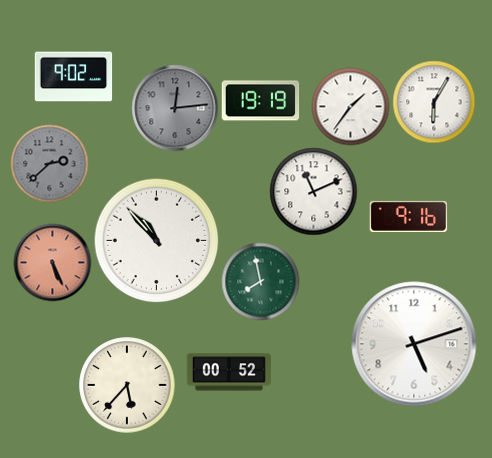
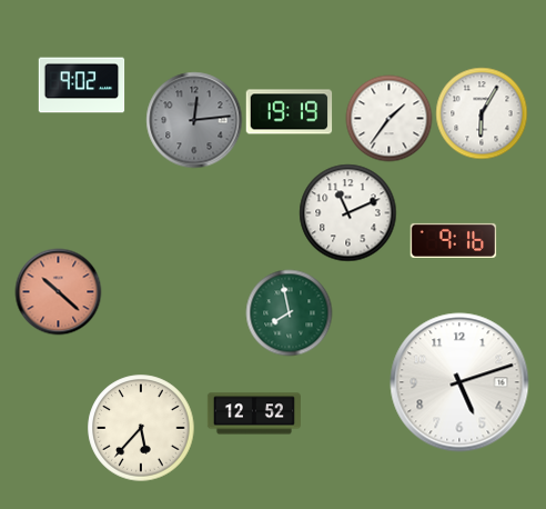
clock at (49, 163): 2:38 -> none
clock at (156, 240): 10:53 -> none
clock at (52, 262): 5:26 -> 10:22
clock at (229, 372): 00:52 -> 12:52
